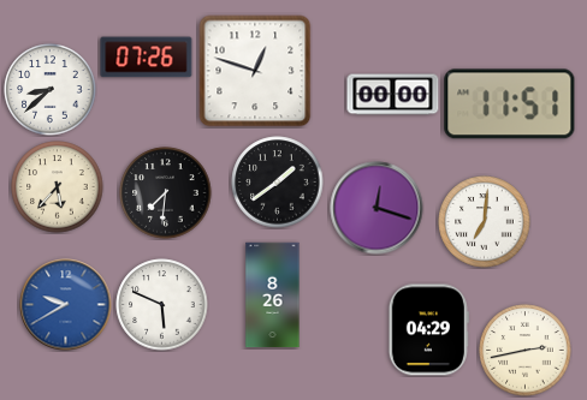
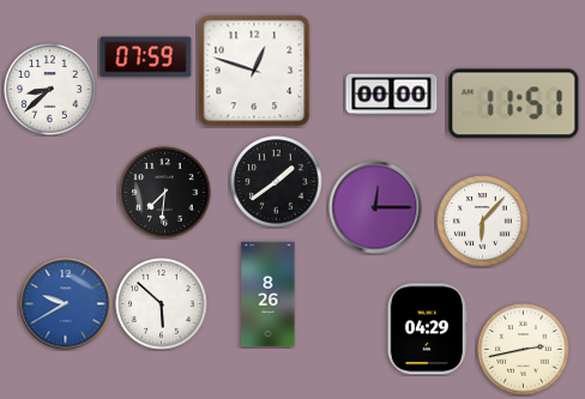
clock at (147, 58): 07:26 -> 07:59
clock at (510, 105) position: (510, 105) -> (514, 104)
clock at (58, 187): 5:37 -> none
clock at (376, 208): 12:18 -> 12:15
clock at (485, 222): 7:01 -> 6:07
clock at (273, 295) position: (273, 295) -> (269, 295)
clock at (162, 305): 5:49 -> 5:52
